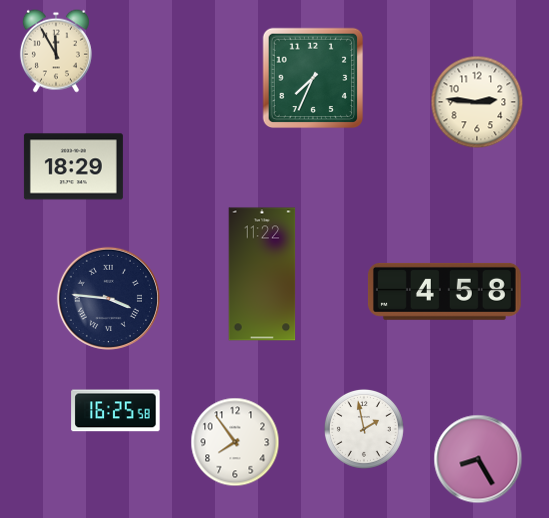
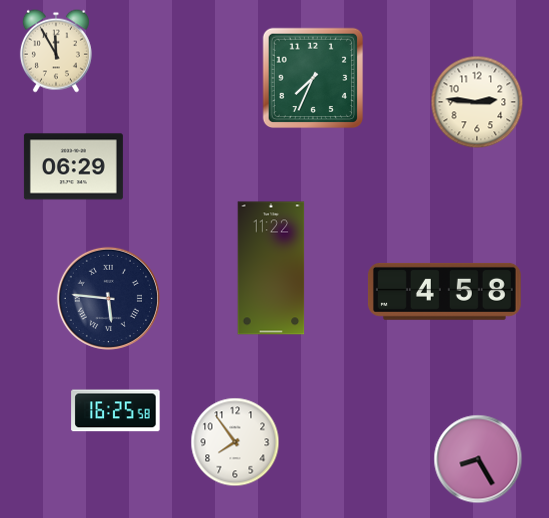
clock at (73, 167): 18:29 -> 06:29
clock at (262, 274) position: (262, 274) -> (271, 268)
clock at (108, 298): 3:46 -> 5:46
clock at (364, 429): 1:58 -> none
